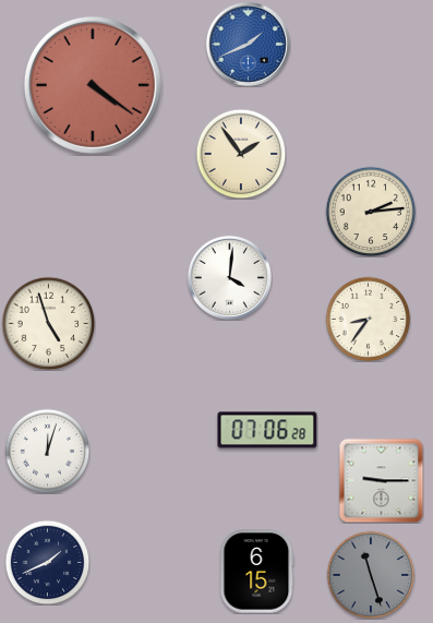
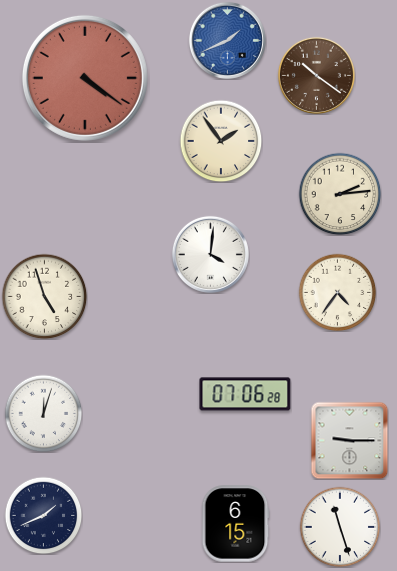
clock at (316, 75): none -> 10:21
clock at (368, 319): 8:36 -> 4:36
clock at (371, 575) dial: grey -> white
